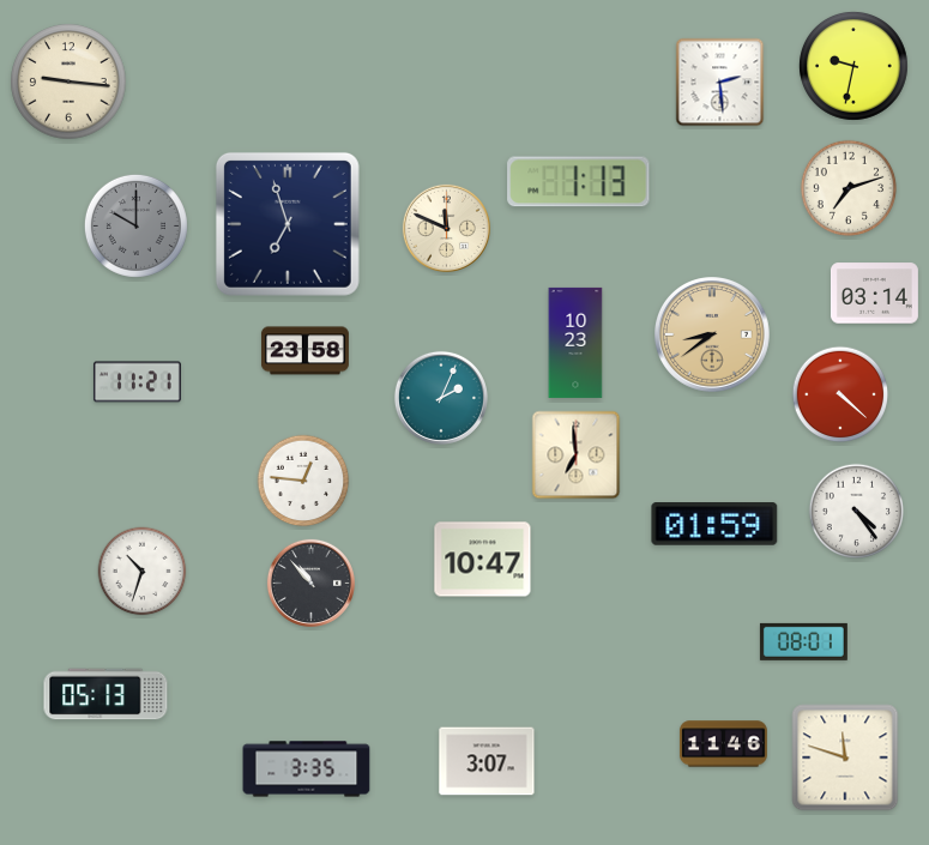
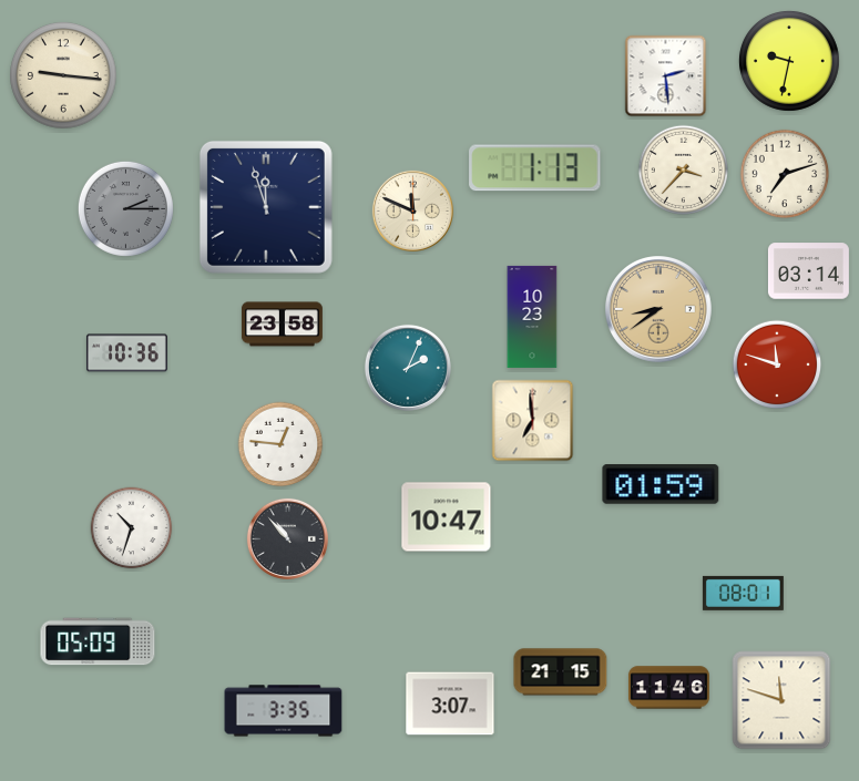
clock at (683, 169): none -> 3:37
clock at (288, 224): 6:57 -> 11:57
clock at (135, 225): 10:00 -> 2:15
clock at (137, 382): 11:21 -> 10:36
clock at (840, 394): 4:22 -> 11:48
clock at (857, 512): 4:24 -> none
clock at (105, 694): 05:13 -> 05:09
clock at (561, 672): none -> 21:15
